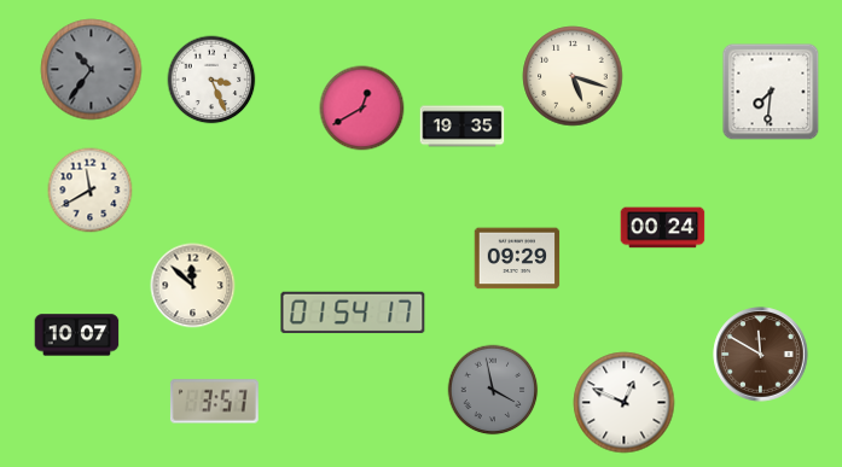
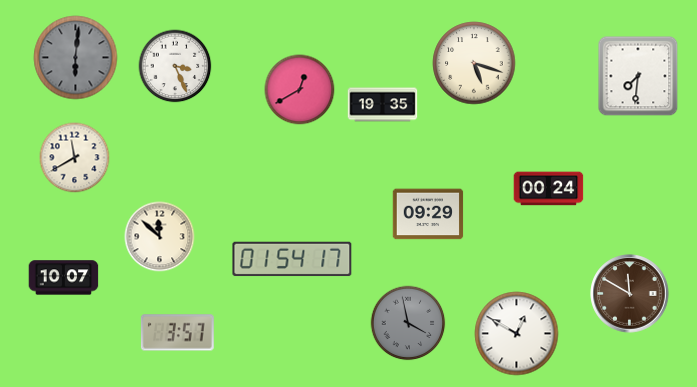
clock at (92, 70): 10:36 -> 6:01
clock at (625, 403): 12:49 -> 12:50
